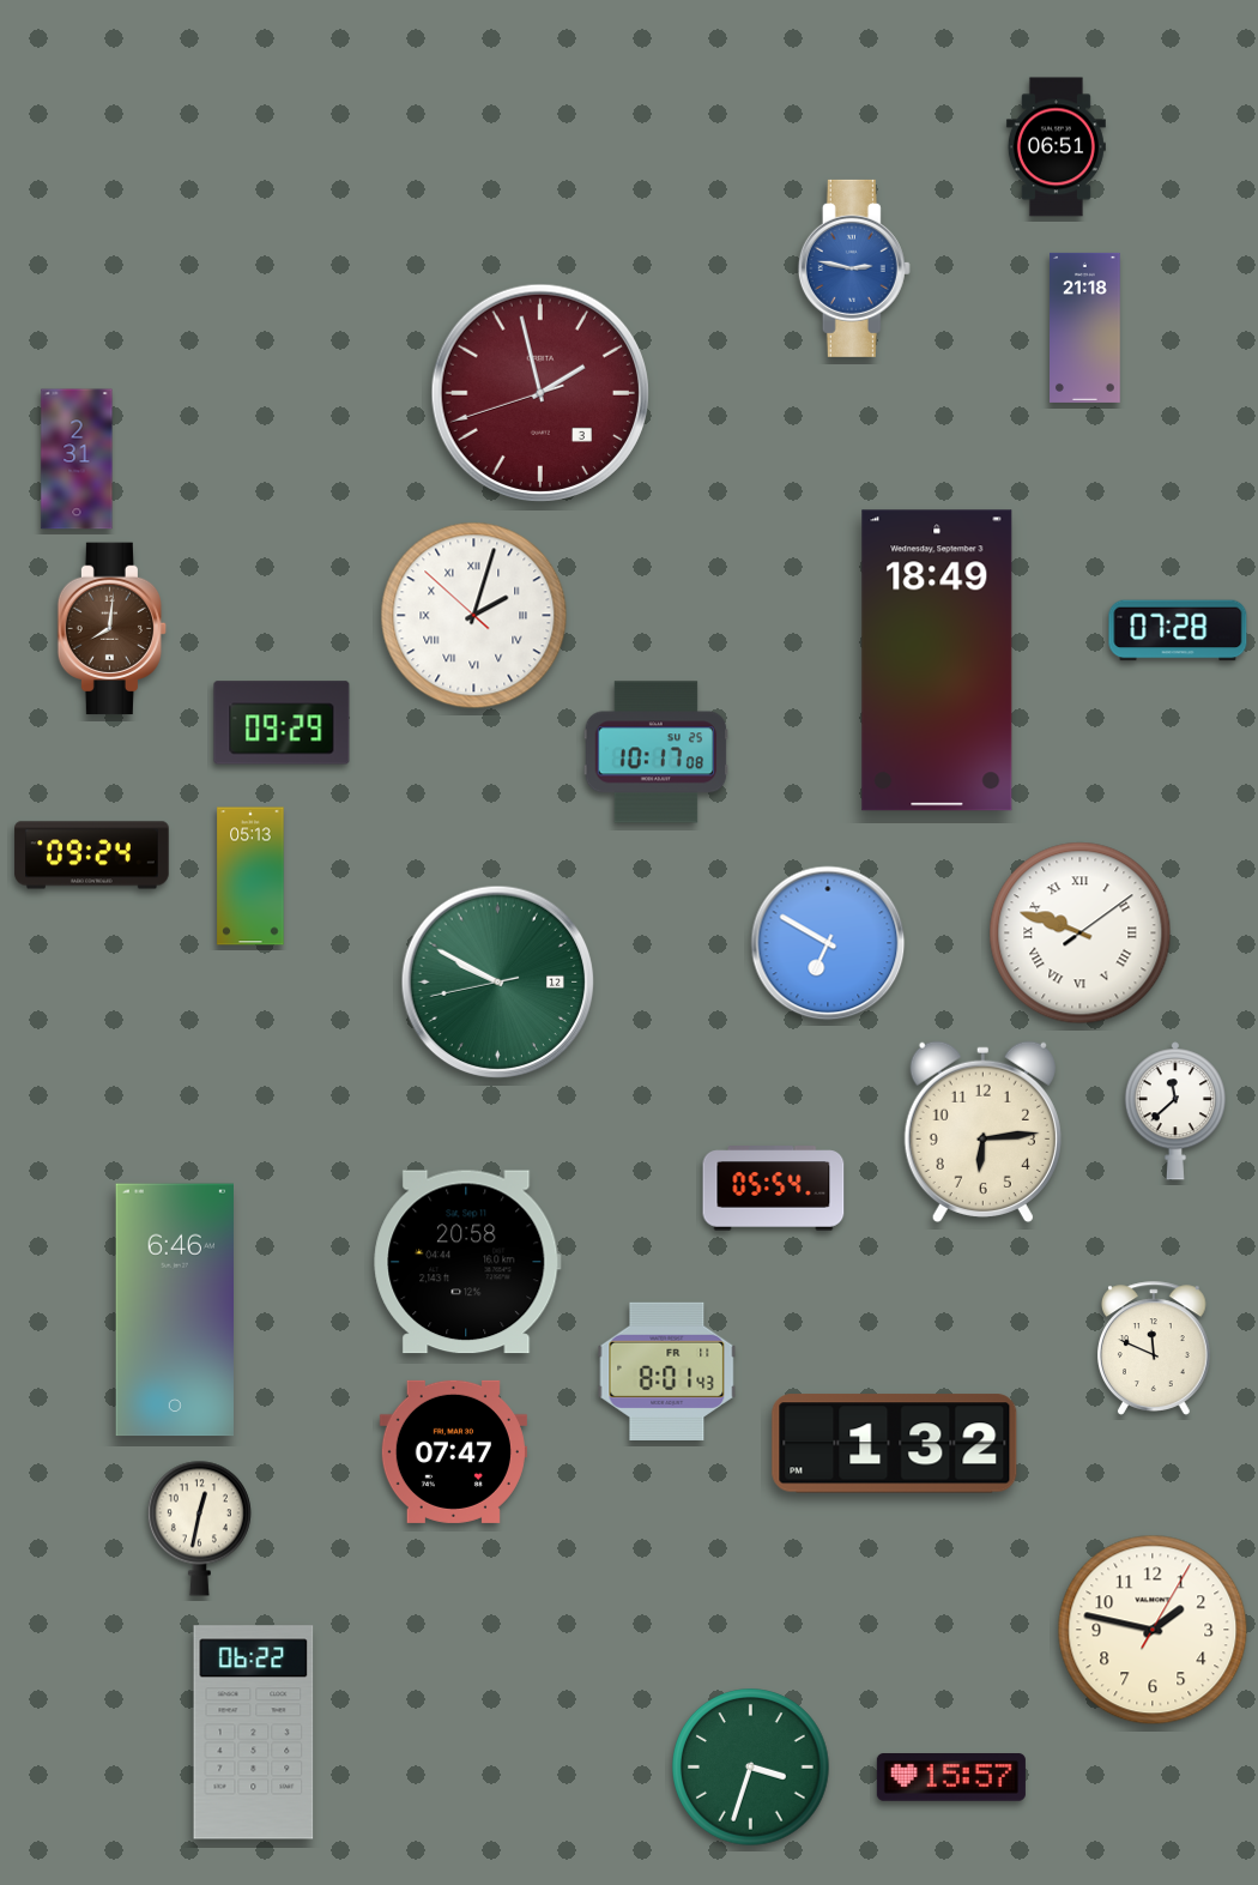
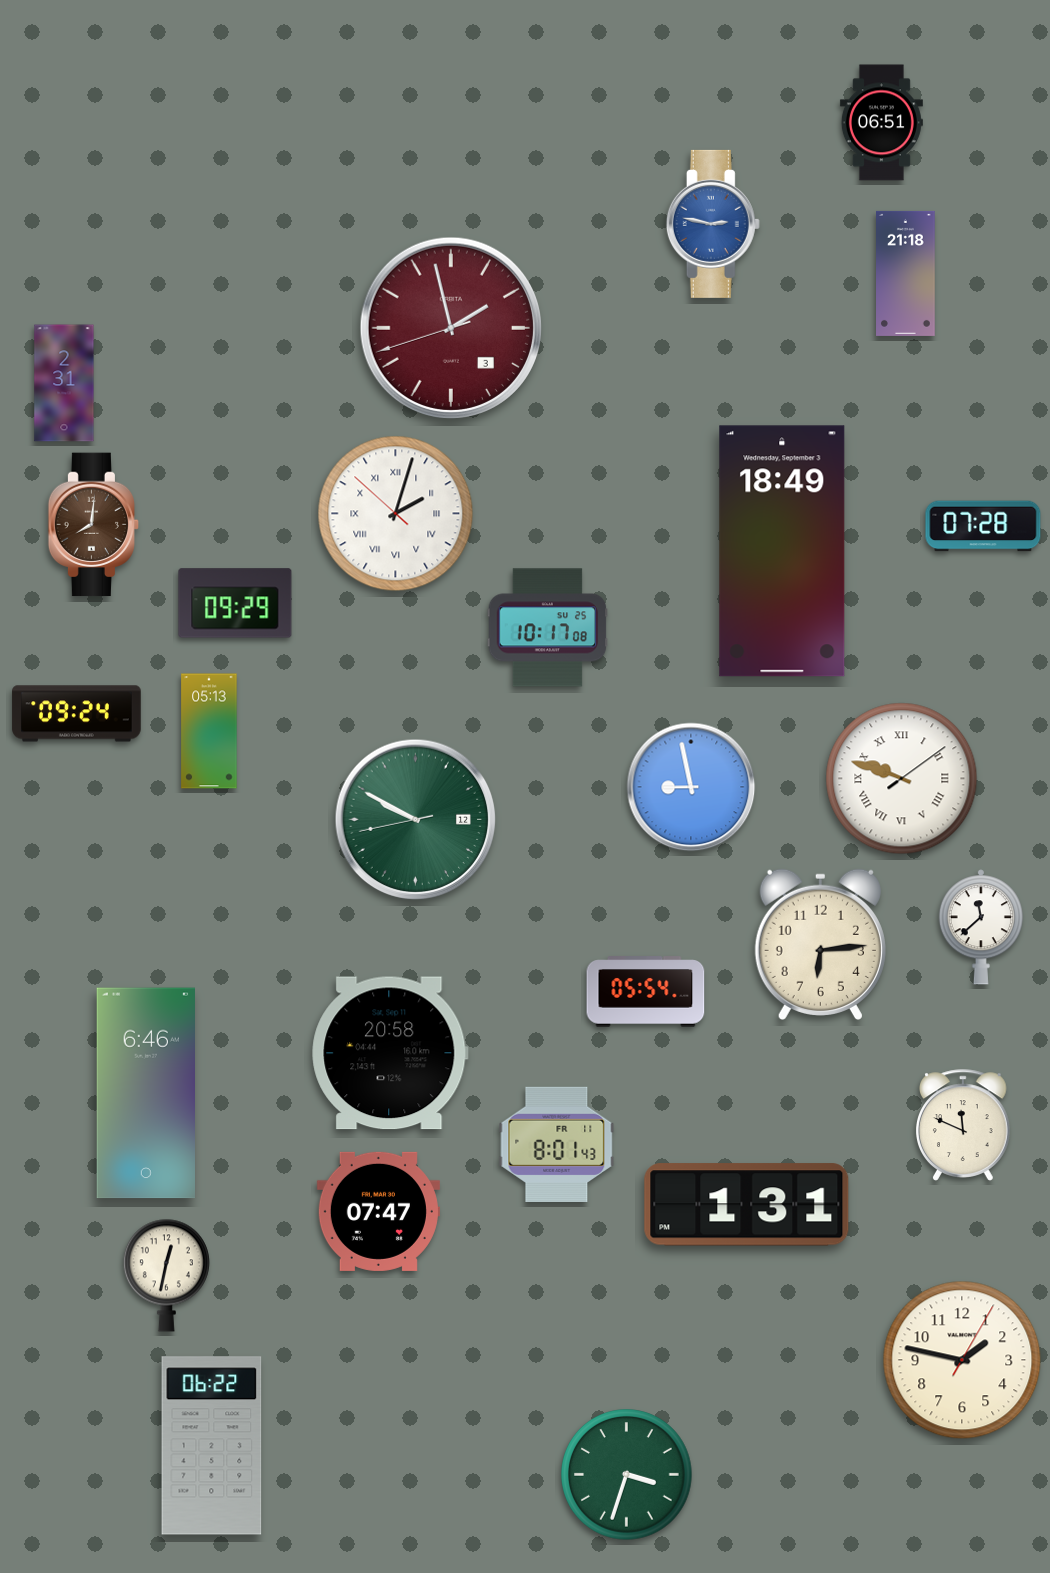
clock at (828, 943): 6:50 -> 8:58
clock at (895, 1444): 1:32 -> 1:31
clock at (951, 1778): 15:57 -> none
